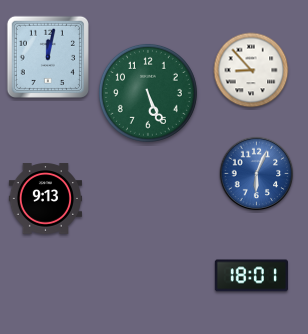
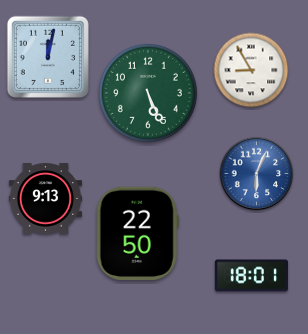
clock at (251, 70): 8:53 -> 8:55
clock at (137, 233): none -> 22:50
